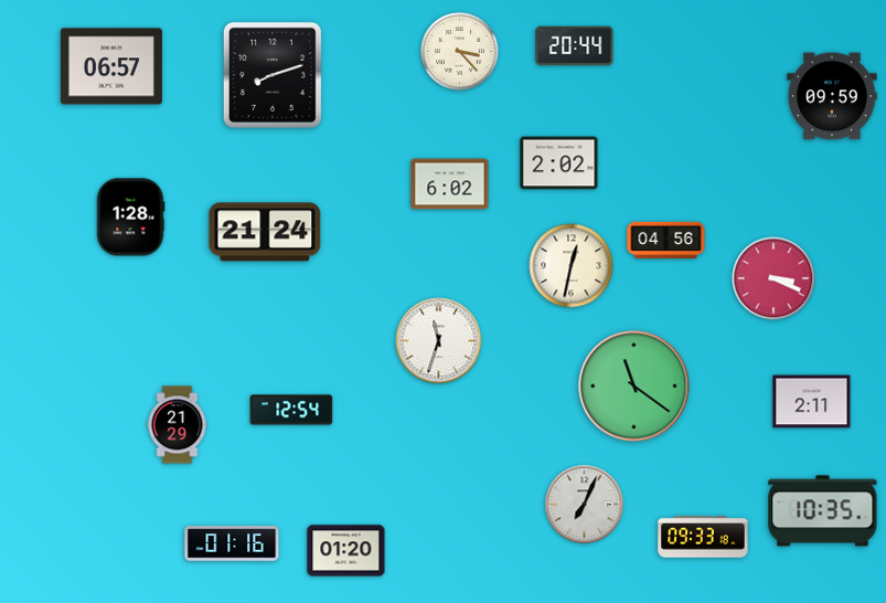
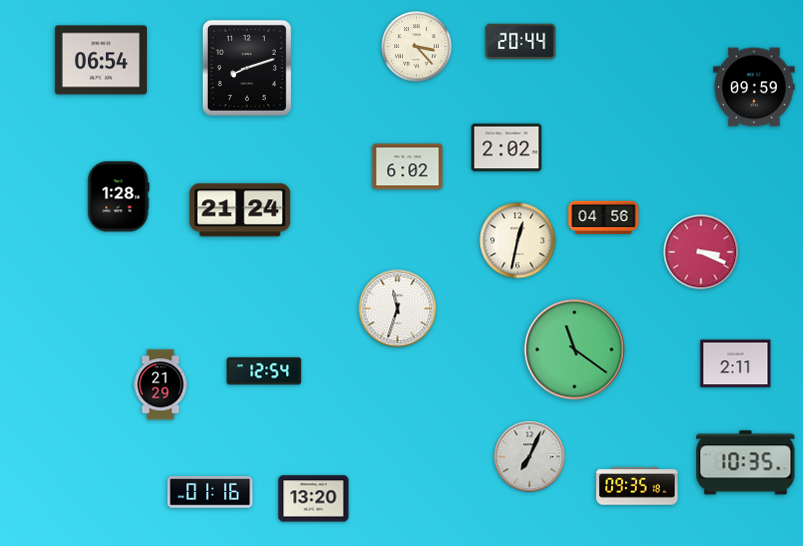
clock at (111, 66): 06:57 -> 06:54
clock at (703, 537): 09:33 -> 09:35
clock at (346, 551): 01:20 -> 13:20
